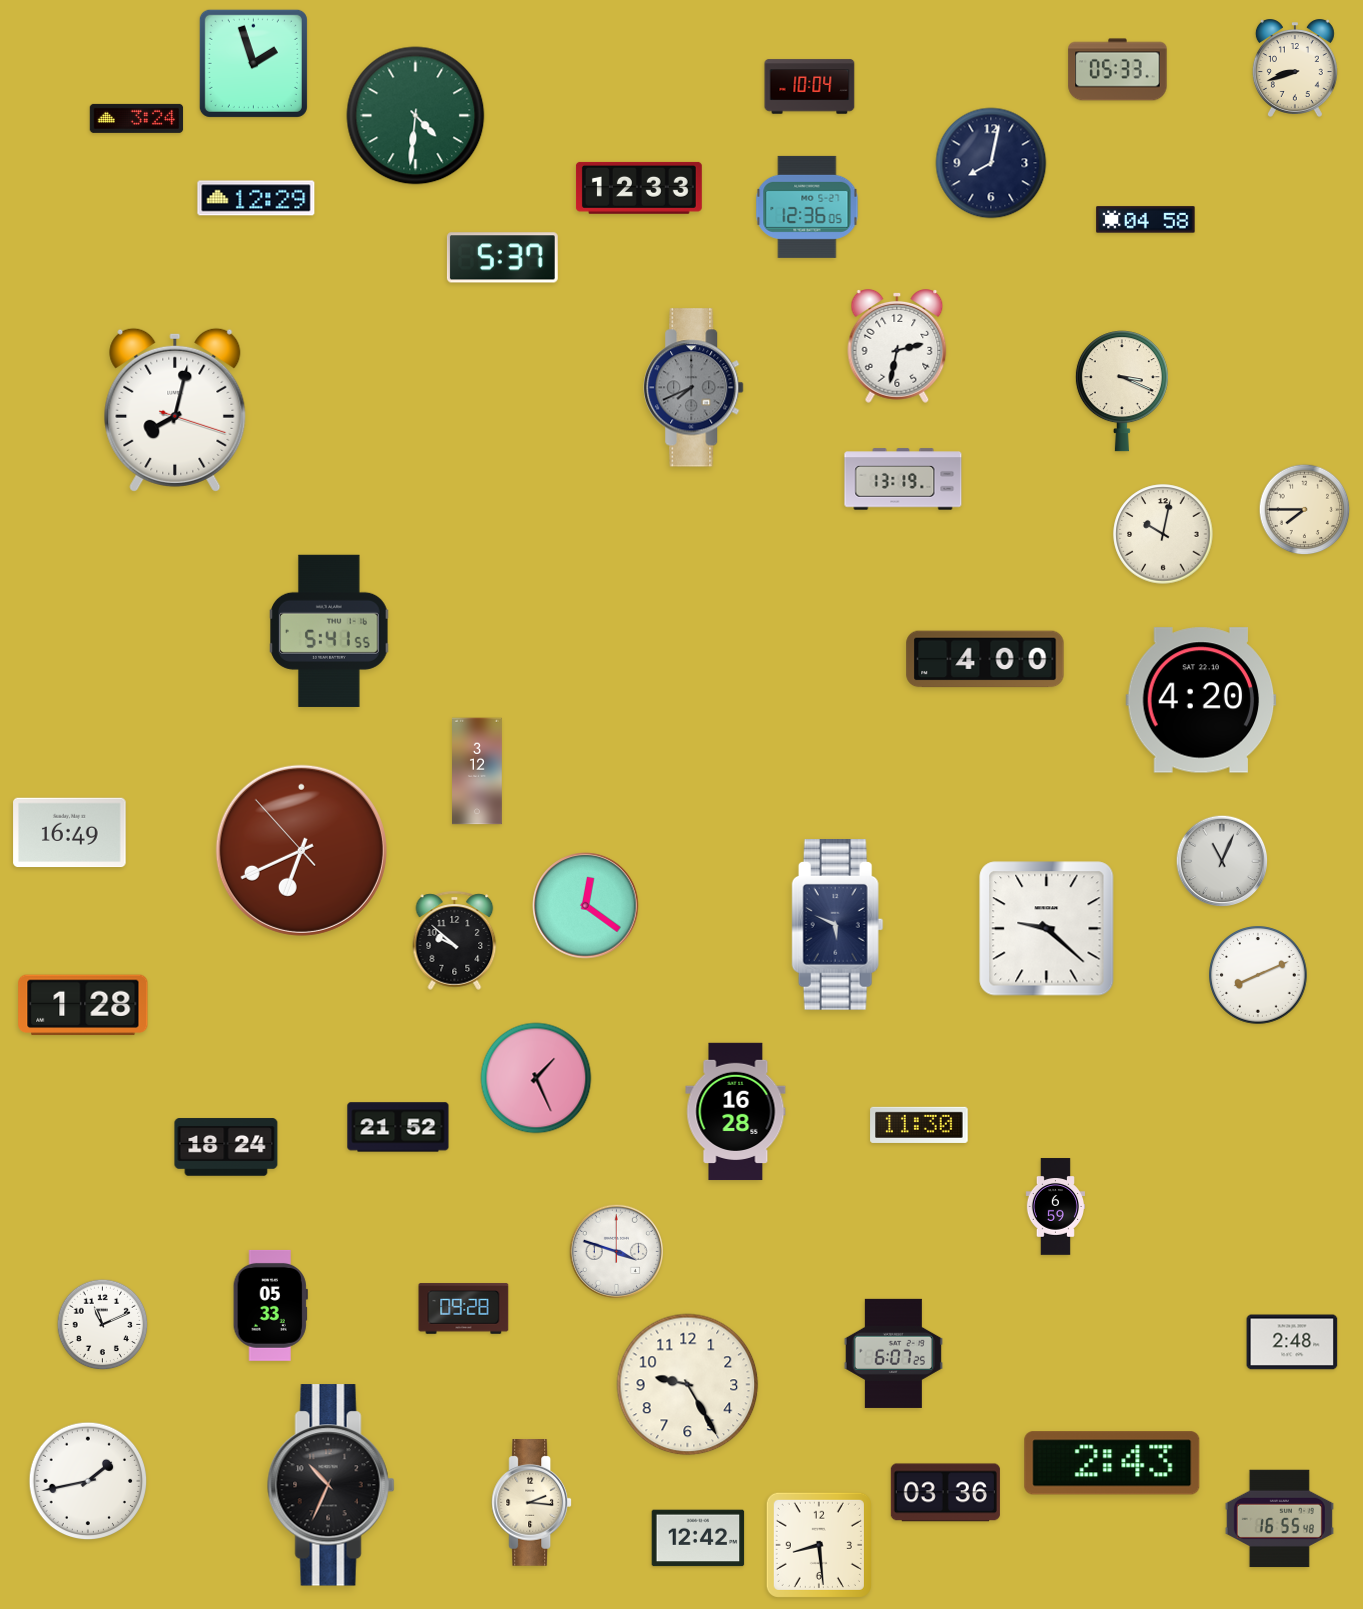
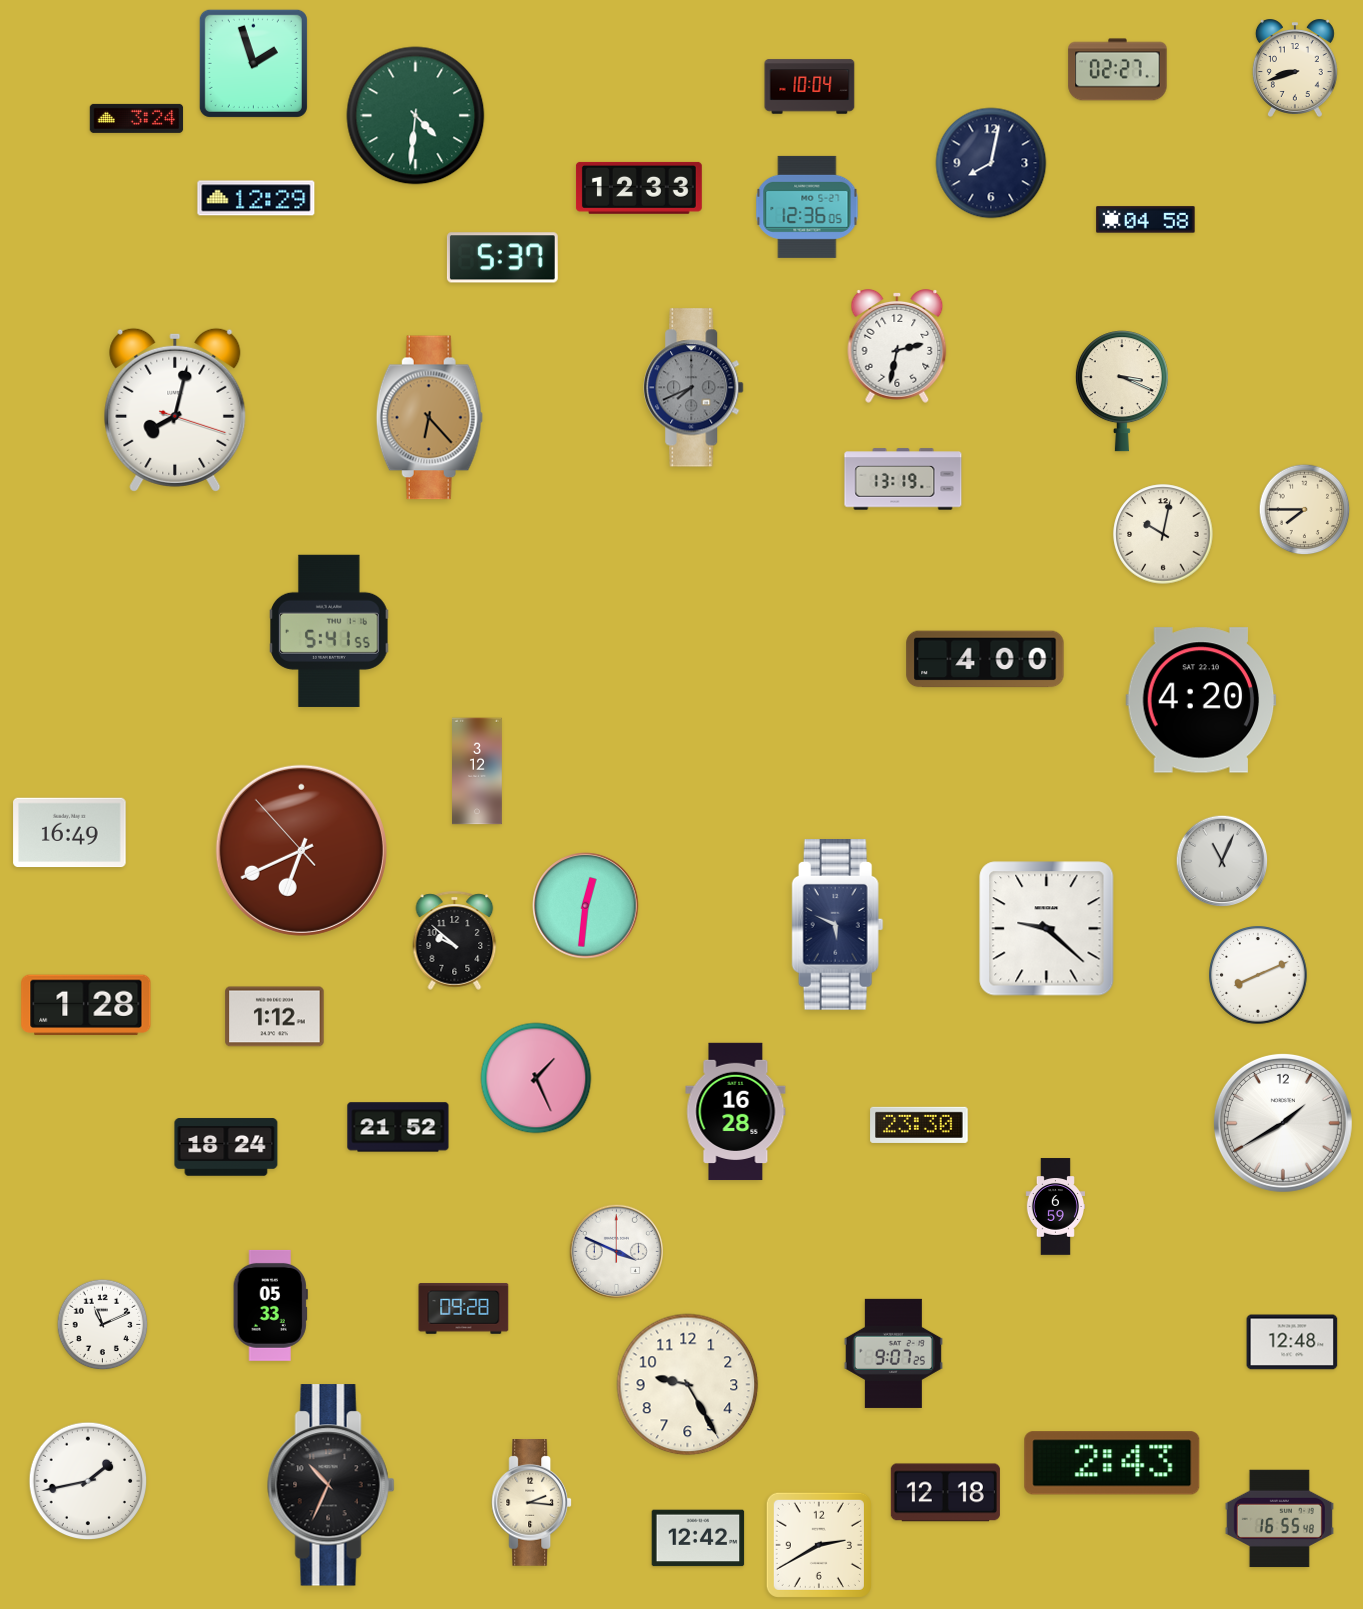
clock at (1118, 70): 05:33 -> 02:27
clock at (429, 418): none -> 6:23
clock at (586, 906): 12:21 -> 12:31
clock at (83, 1005) position: (83, 1005) -> (86, 1005)
clock at (275, 1017): none -> 1:12
clock at (1283, 1123): none -> 1:40
clock at (919, 1125): 11:30 -> 23:30
clock at (616, 1251): 3:48 -> 3:49
clock at (1292, 1342): 2:48 -> 12:48
clock at (893, 1353): 6:07 -> 9:07
clock at (945, 1493): 03:36 -> 12:18
clock at (819, 1545): 8:29 -> 2:40
